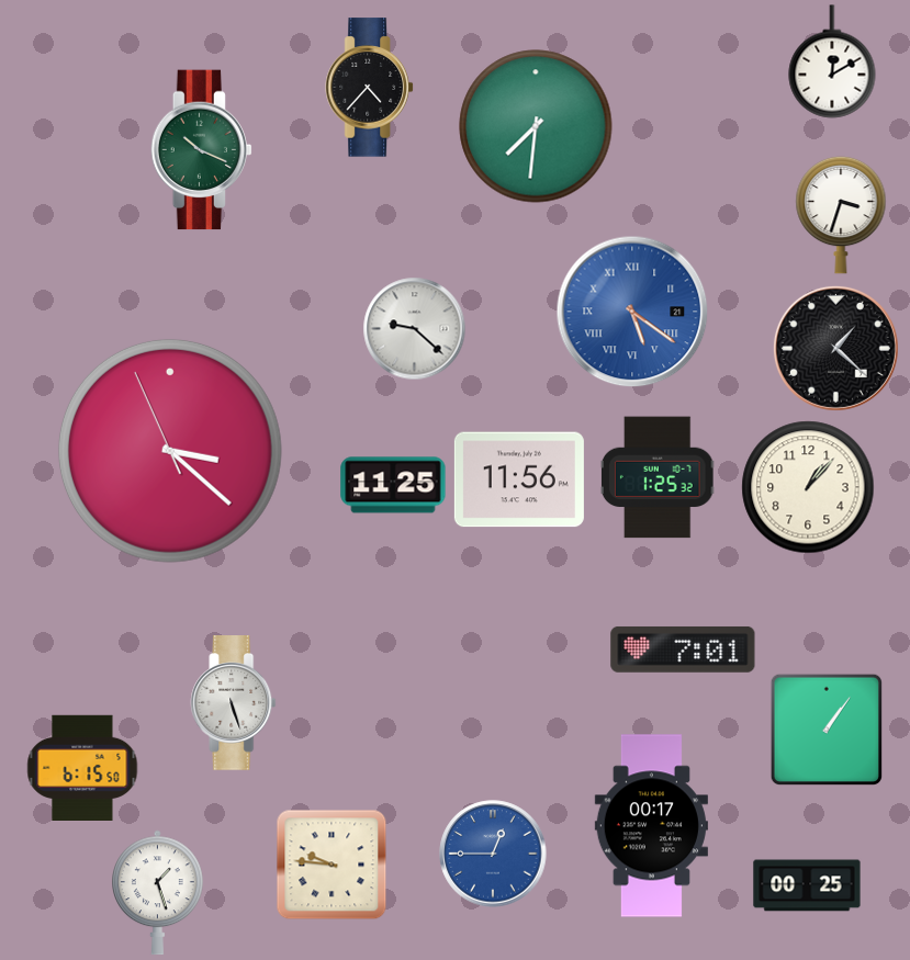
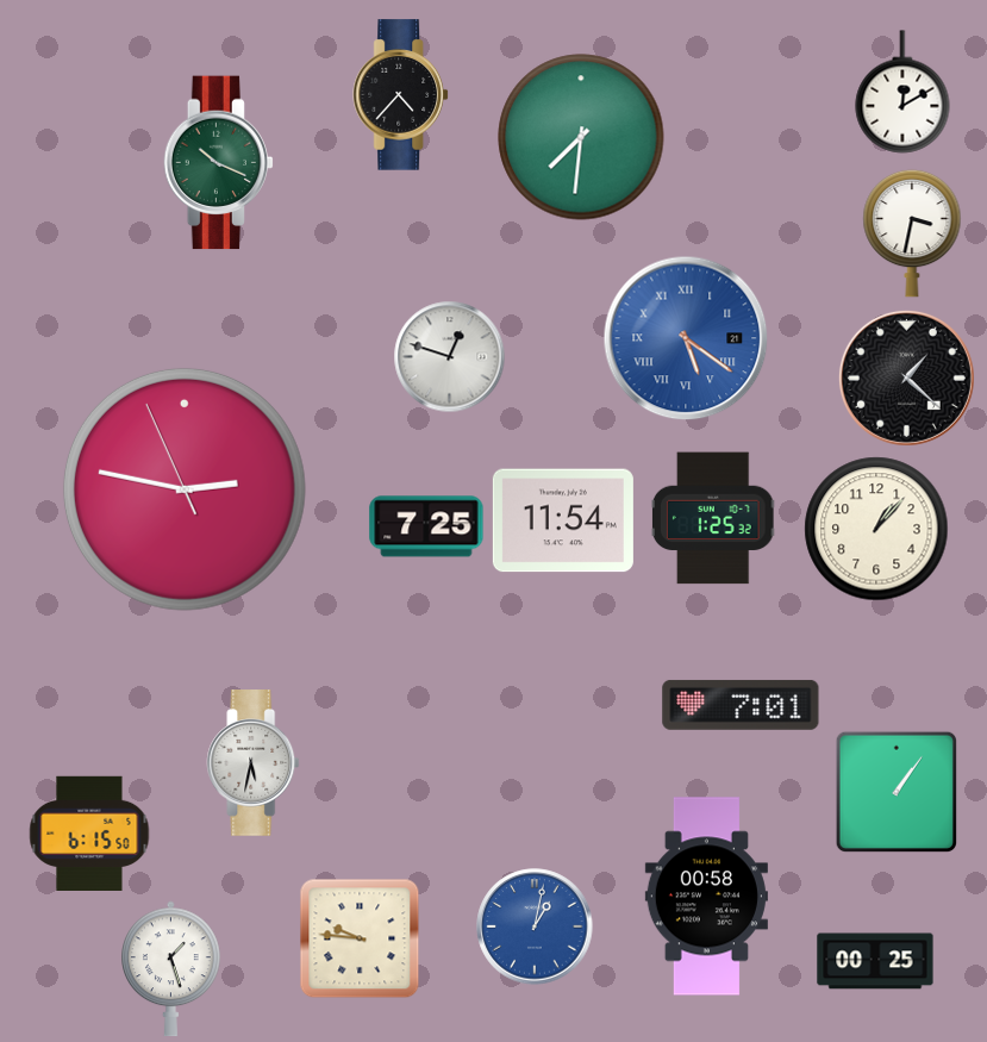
clock at (832, 61) position: (832, 61) -> (902, 92)
clock at (841, 215): 3:33 -> 3:32
clock at (415, 329): 9:22 -> 12:48
clock at (170, 451): 3:21 -> 2:46
clock at (519, 479): 11:56 -> 11:54
clock at (393, 485): 11:25 -> 7:25
clock at (234, 703): 5:27 -> 5:32
clock at (651, 826): 00:17 -> 00:58
clock at (493, 854): 12:45 -> 1:02
